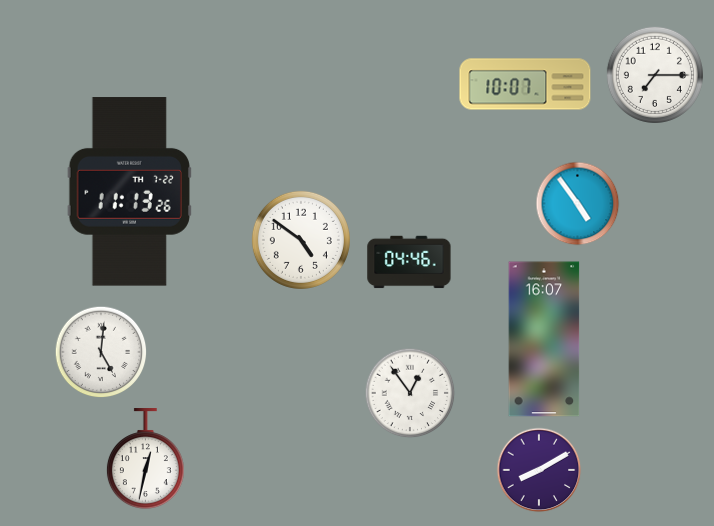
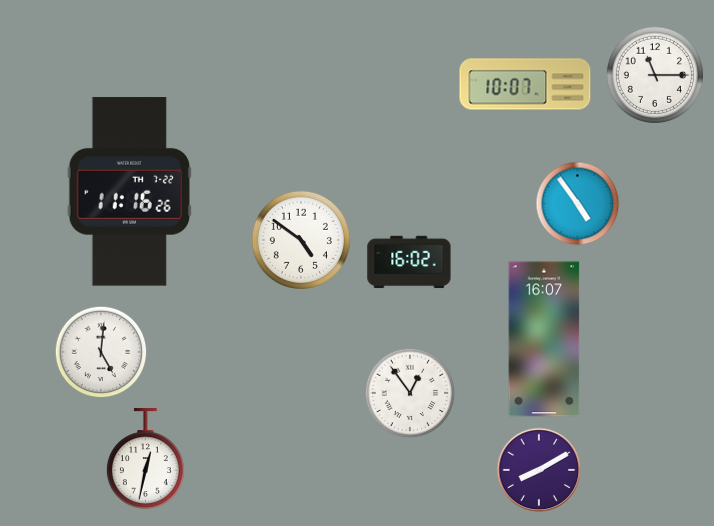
clock at (655, 75): 7:15 -> 11:15
clock at (129, 192): 11:13 -> 11:16
clock at (409, 262): 04:46 -> 16:02
